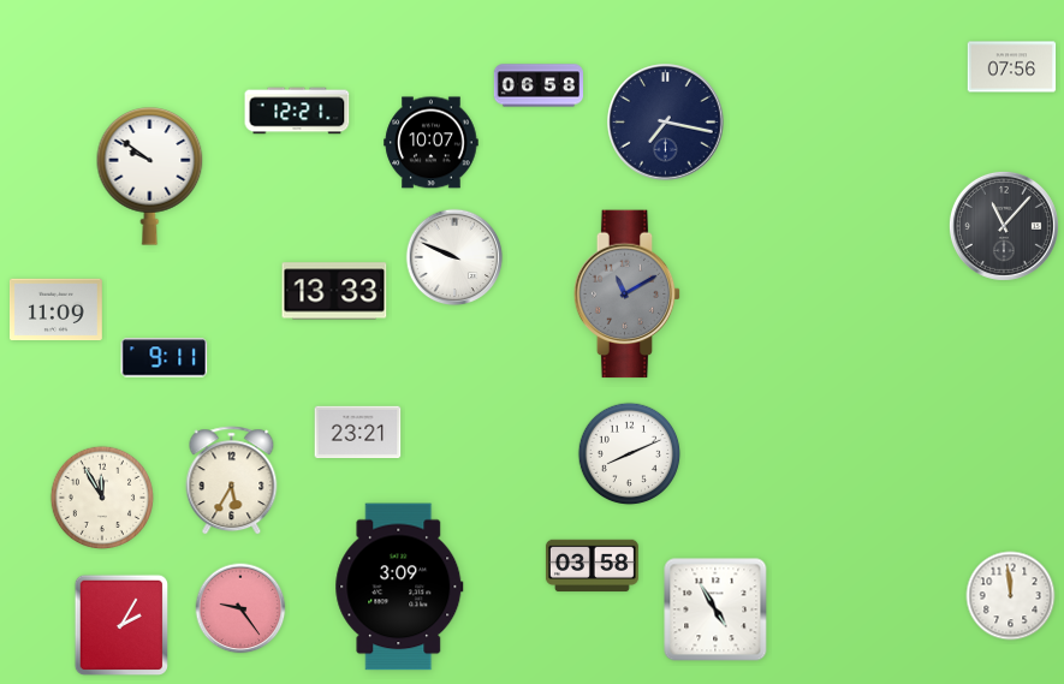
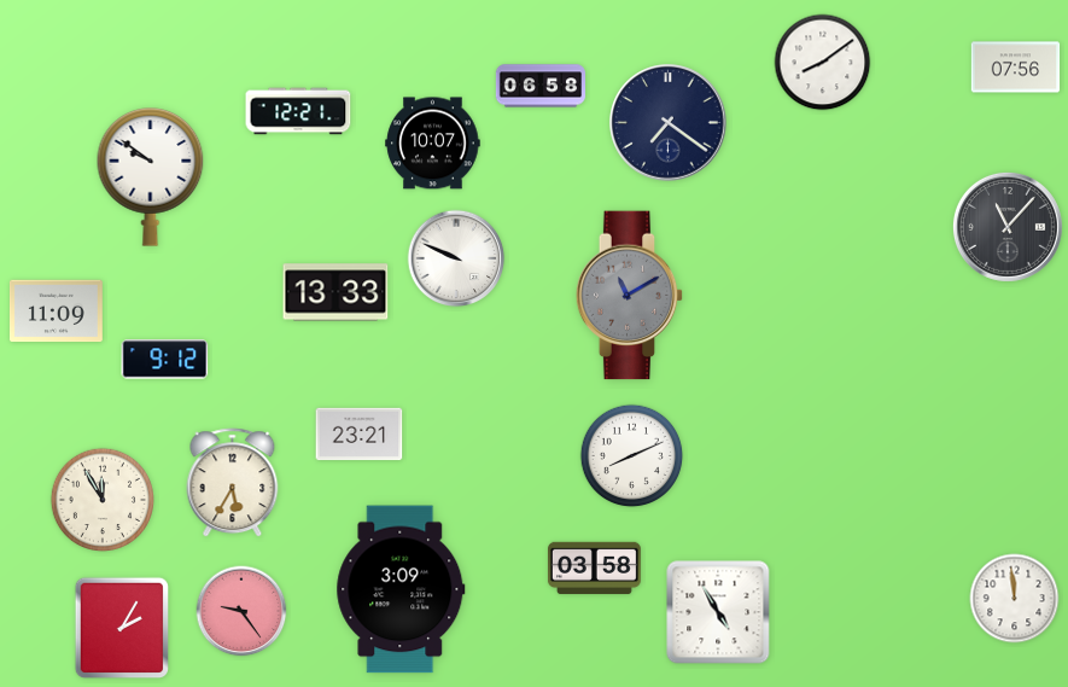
clock at (823, 63): none -> 8:09
clock at (666, 123): 7:17 -> 7:21
clock at (165, 358): 9:11 -> 9:12
